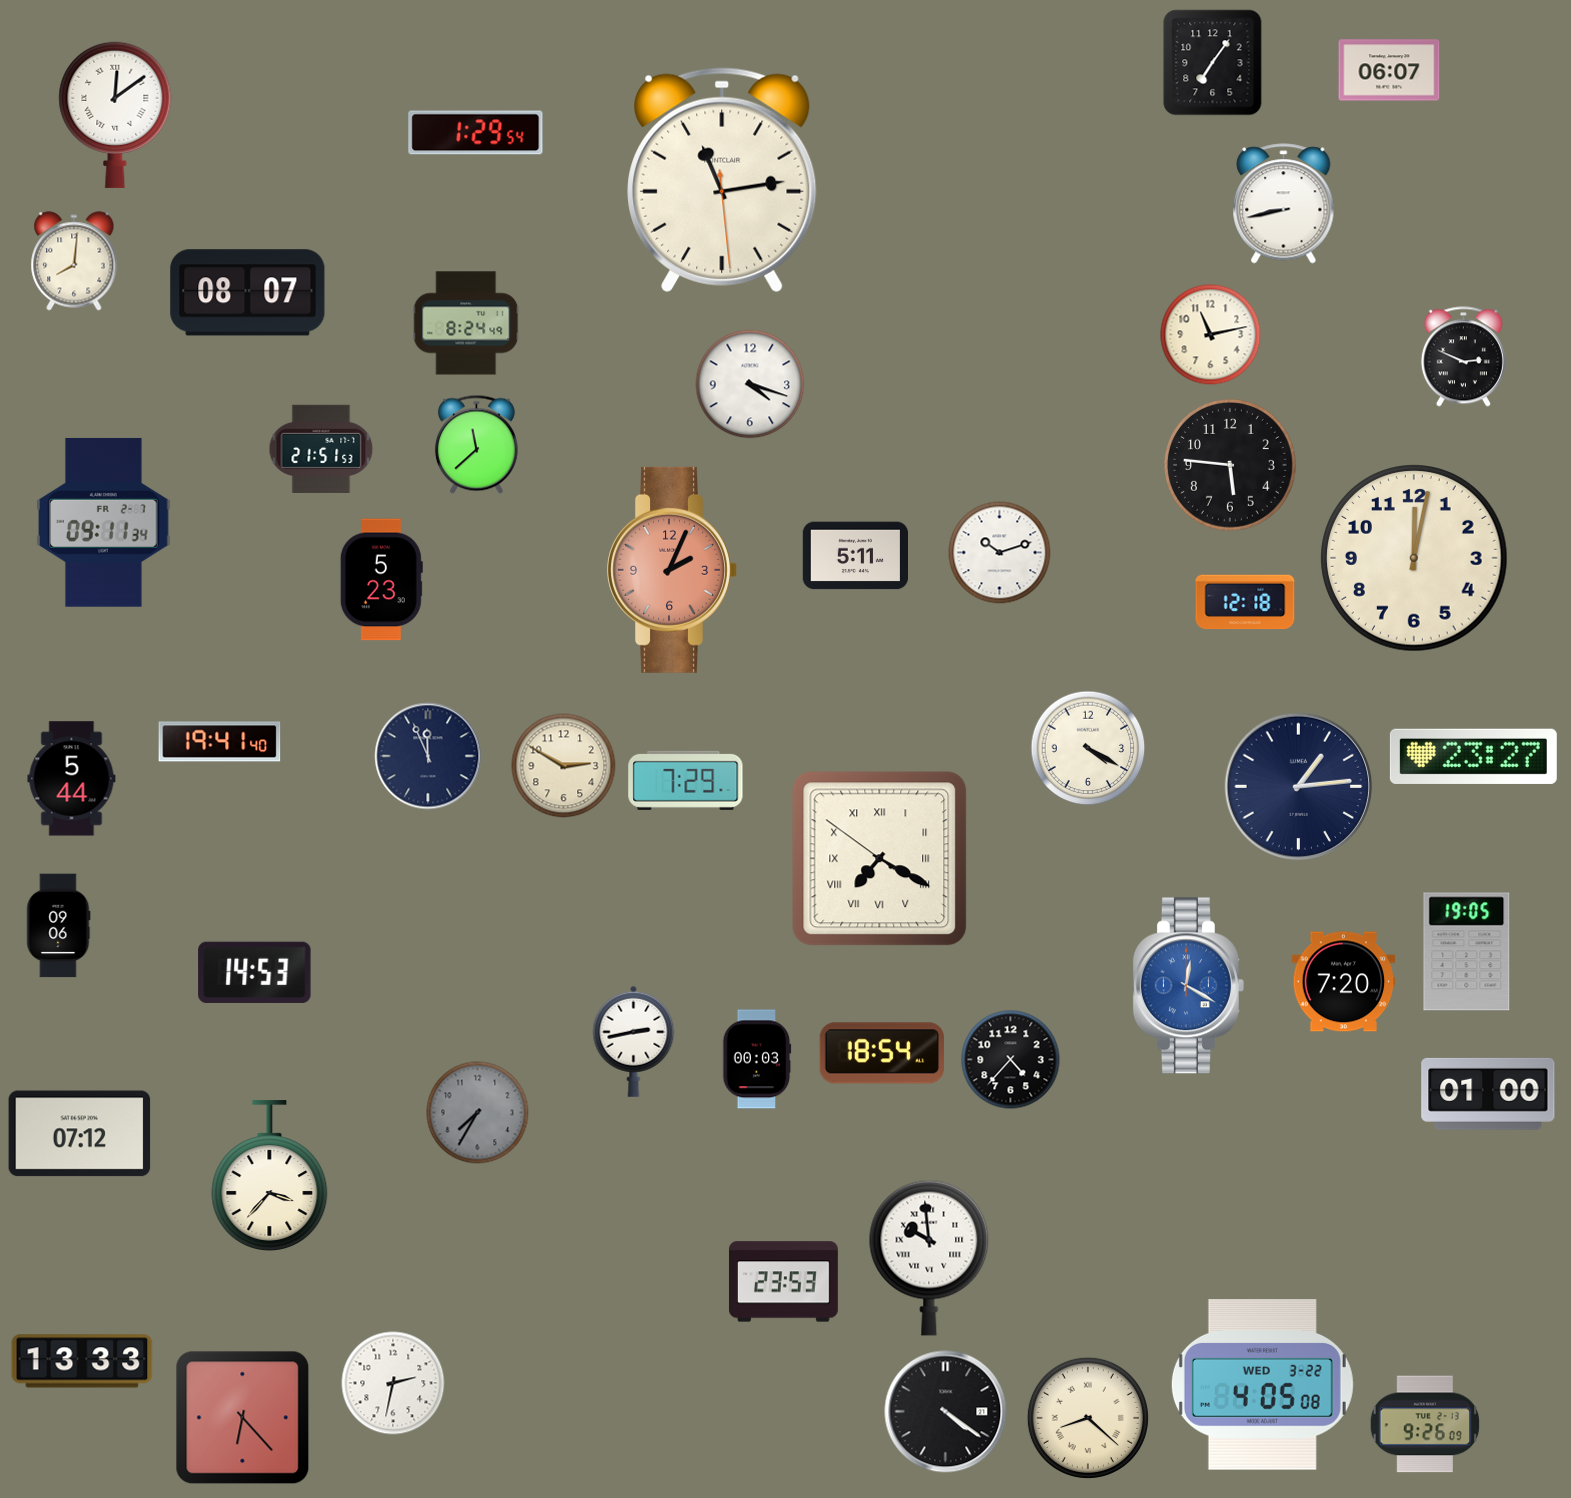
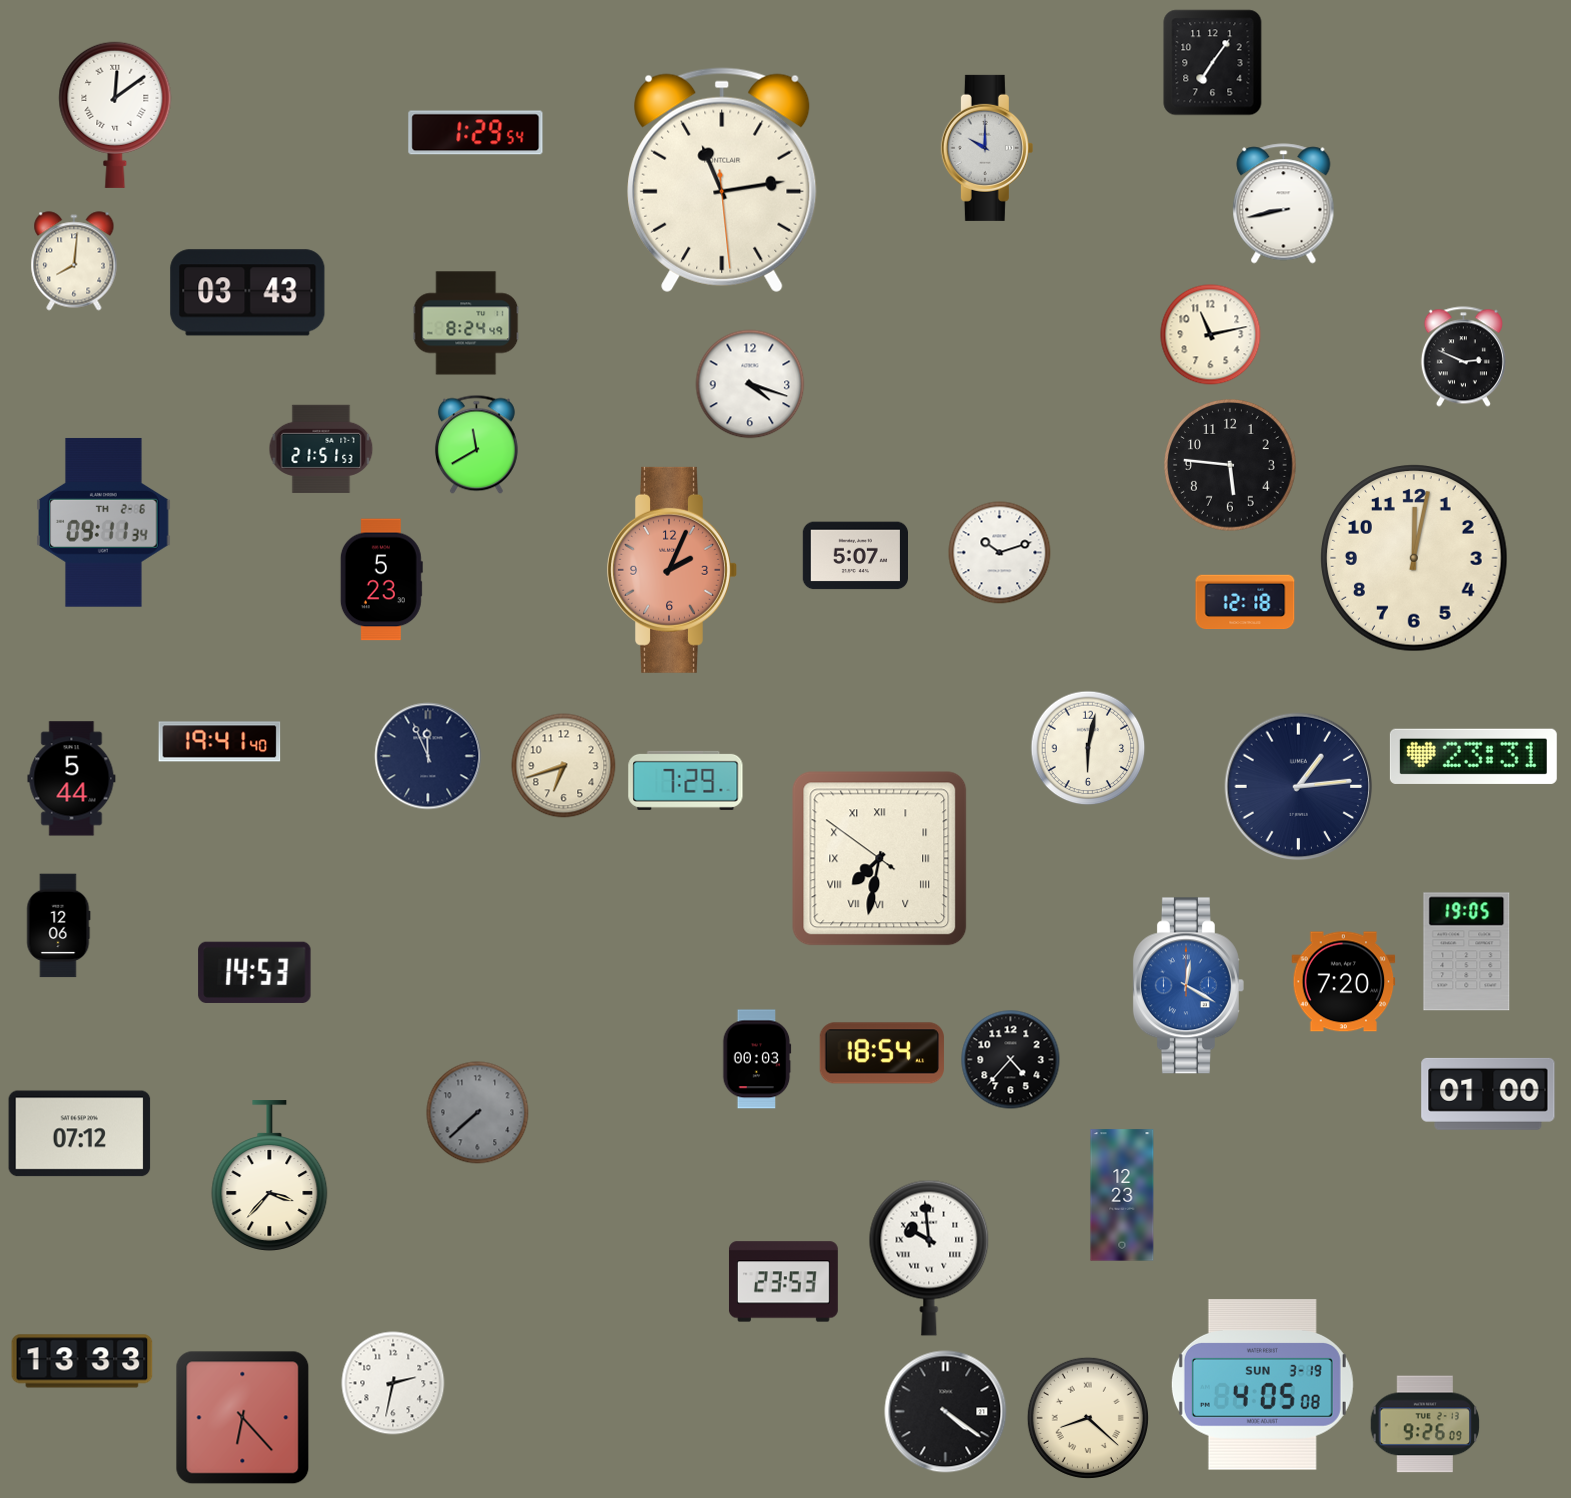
clock at (1389, 70): 06:07 -> none
clock at (987, 148): none -> 10:00
clock at (248, 293): 08:07 -> 03:43
clock at (476, 445): 11:38 -> 11:40
clock at (104, 523) date: FR 2-7 -> TH 2-6
clock at (855, 556): 5:11 -> 5:07
clock at (1088, 748): 4:20 -> 6:02
clock at (1473, 756): 23:27 -> 23:31
clock at (564, 766): 2:50 -> 6:42
clock at (880, 859): 7:19 -> 7:31
clock at (59, 926): 09:06 -> 12:06
clock at (634, 1041): 2:43 -> none
clock at (478, 1113): 7:35 -> 7:38
clock at (1122, 1195): none -> 12:23
clock at (1262, 1385) date: WED 3-22 -> SUN 3-19
